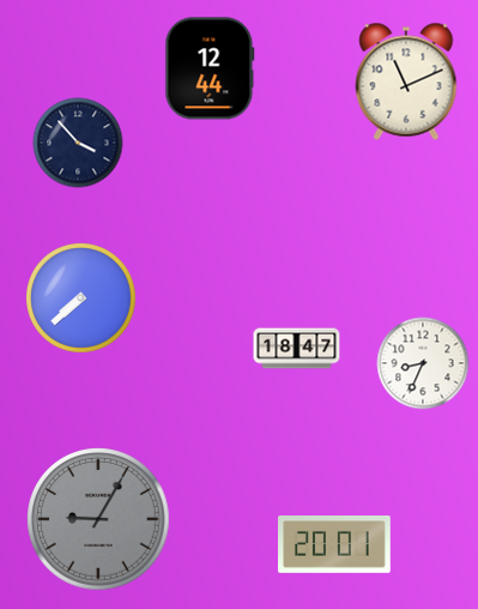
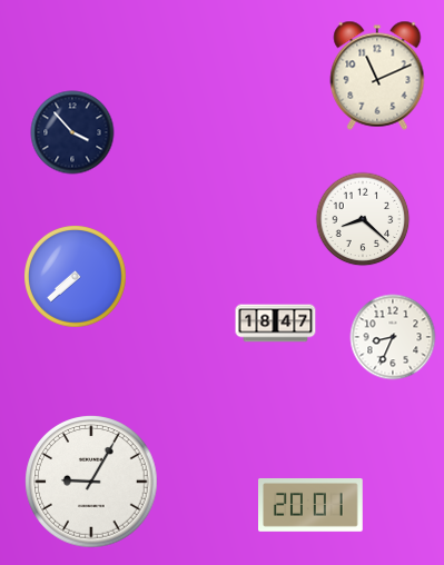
clock at (210, 68): 12:44 -> none
clock at (363, 219): none -> 8:22
clock at (98, 519) dial: grey -> white
